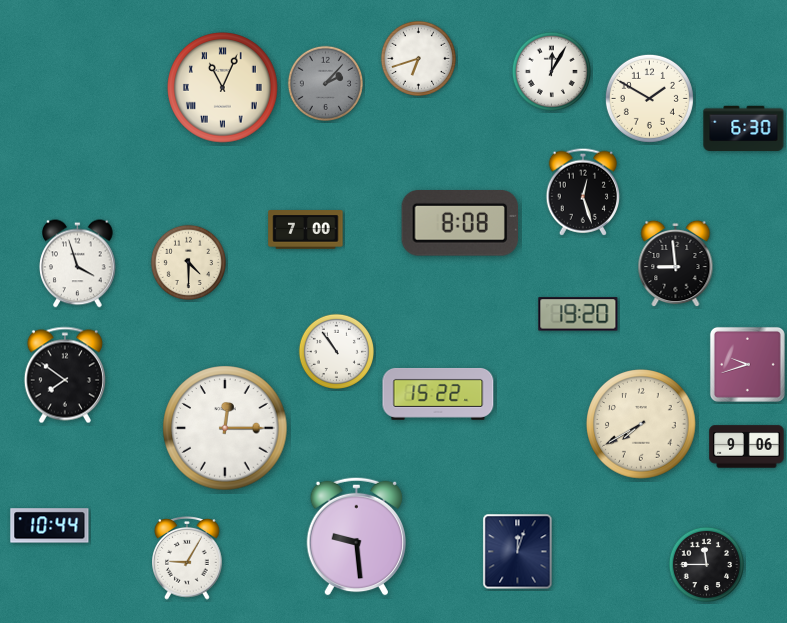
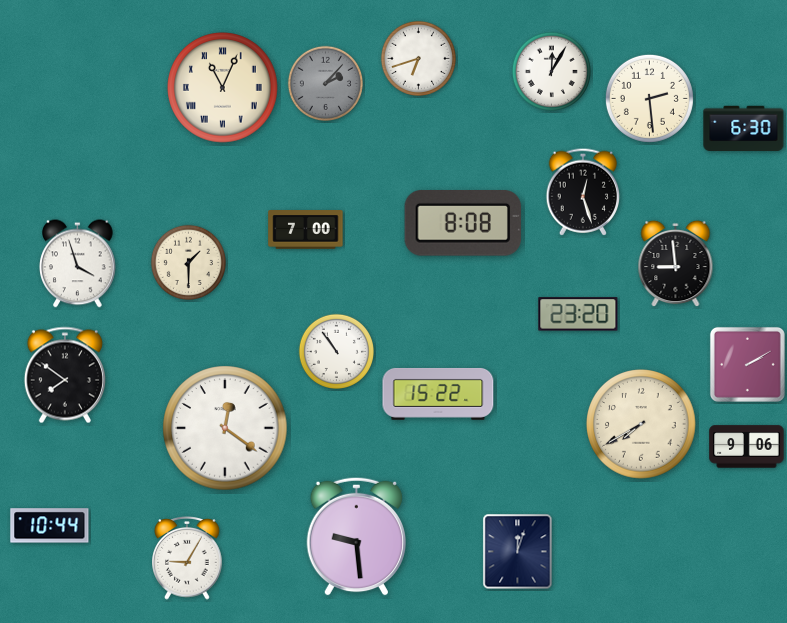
clock at (649, 98): 1:50 -> 2:29
clock at (460, 224) position: (460, 224) -> (463, 224)
clock at (188, 262): 4:30 -> 1:30
clock at (578, 314): 19:20 -> 23:20
clock at (747, 364): 9:42 -> 2:10
clock at (225, 428): 12:15 -> 12:21
clock at (706, 564): 11:45 -> none
